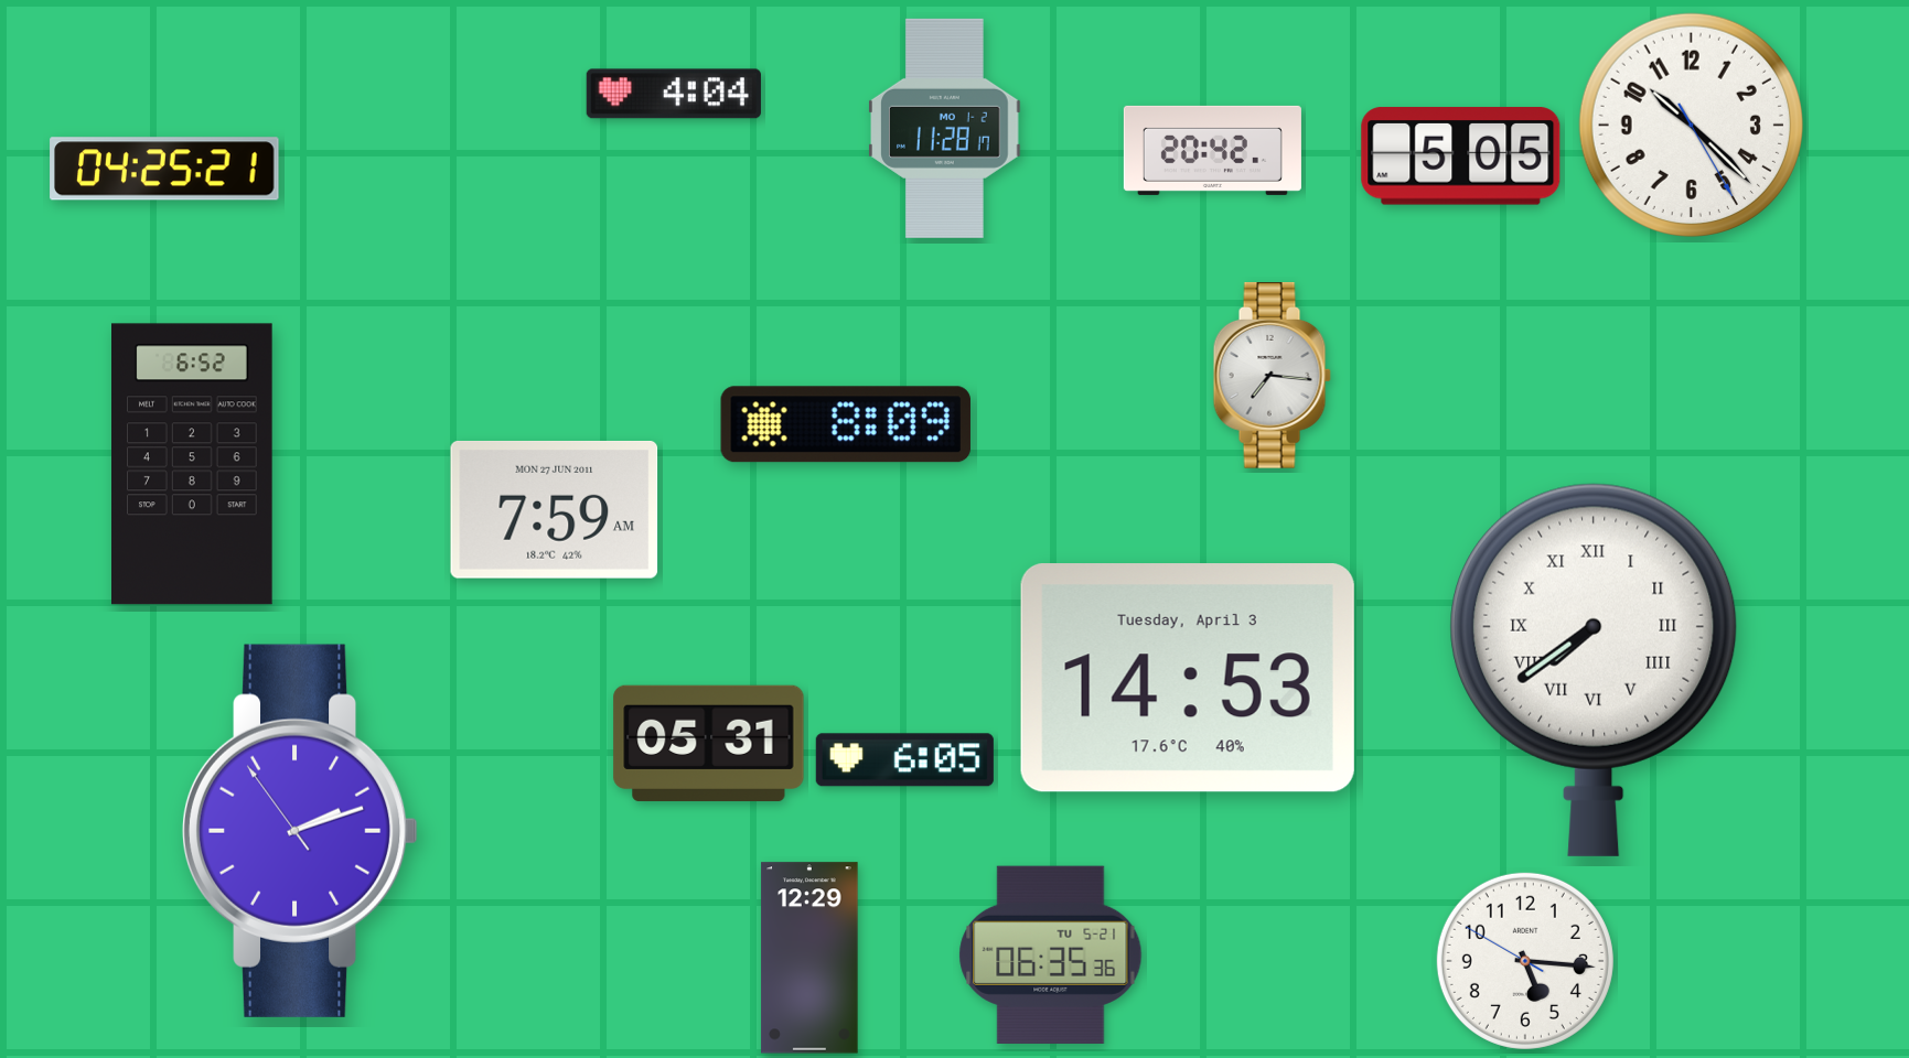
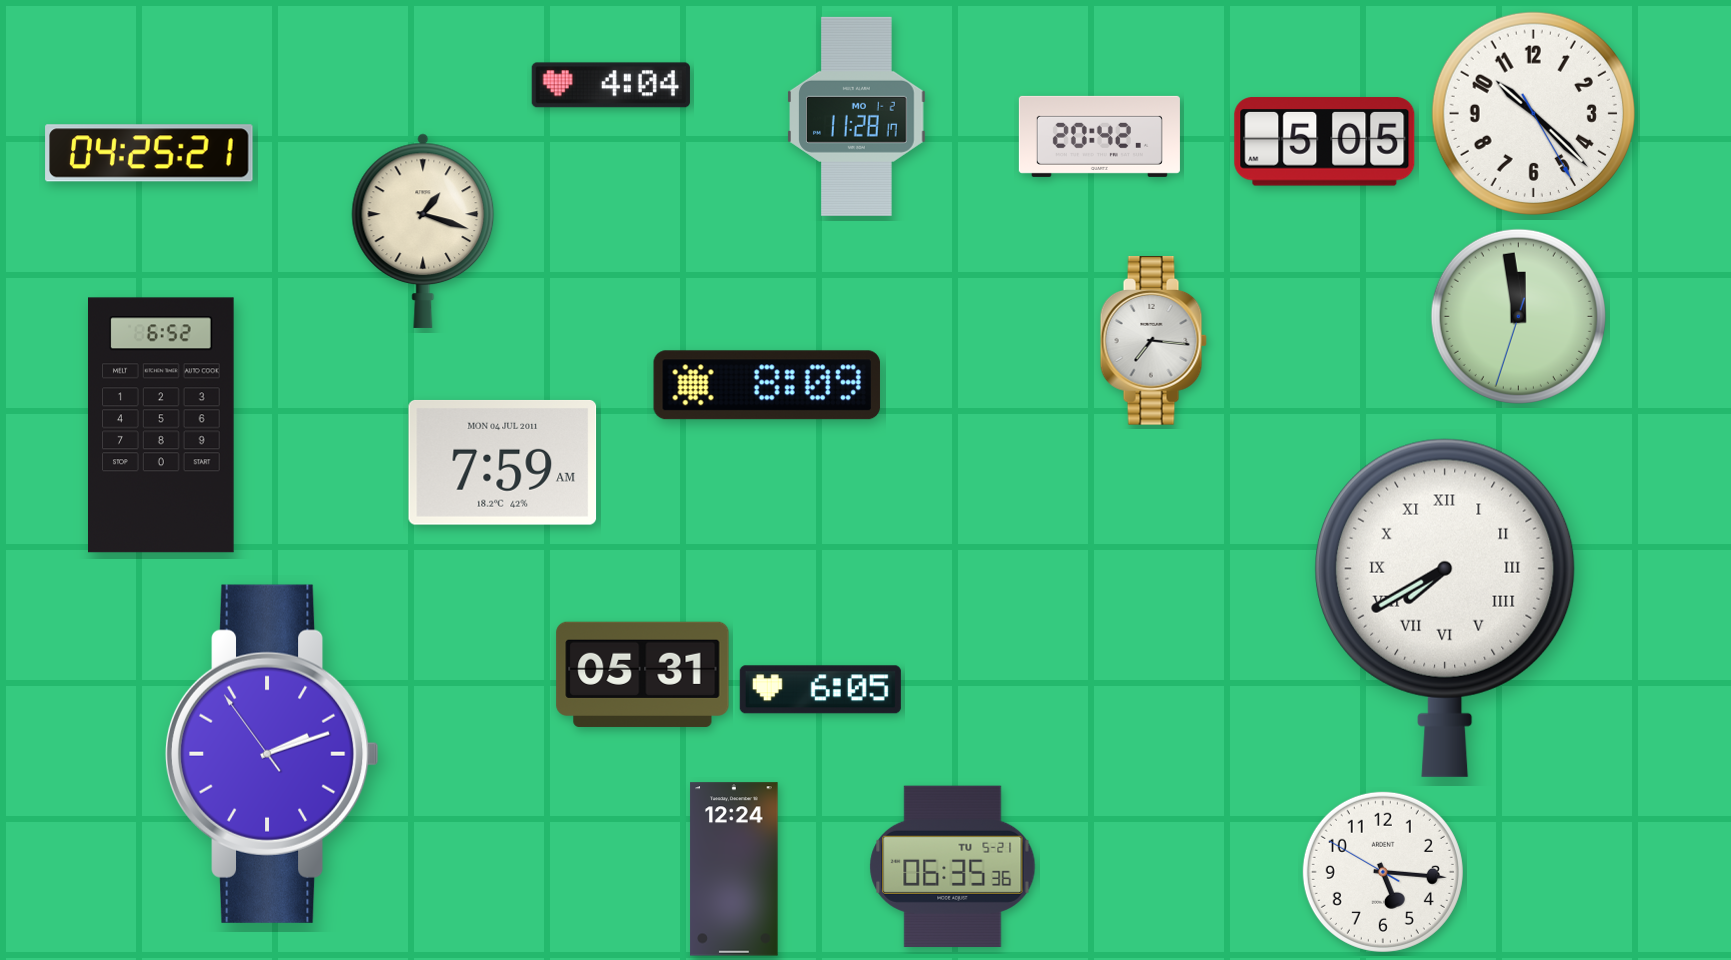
clock at (423, 231): none -> 1:18
clock at (1518, 316): none -> 11:58
clock at (193, 464) position: (193, 464) -> (162, 425)
clock at (555, 509) date: MON 27 JUN 2011 -> MON 04 JUL 2011
clock at (1594, 670): 7:39 -> 7:40
clock at (1188, 678): 14:53 -> none
clock at (809, 958): 12:29 -> 12:24
